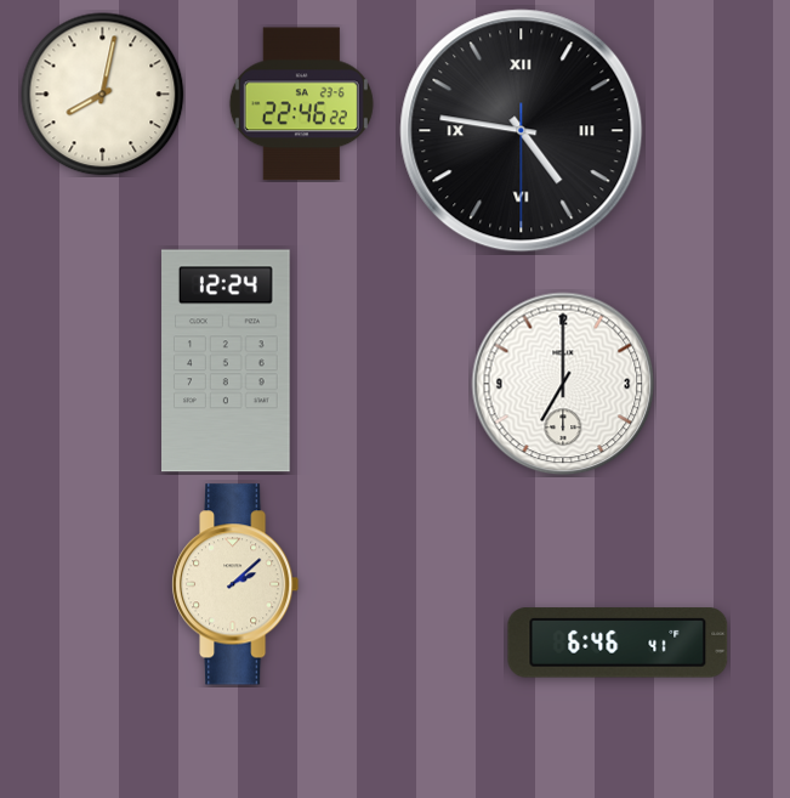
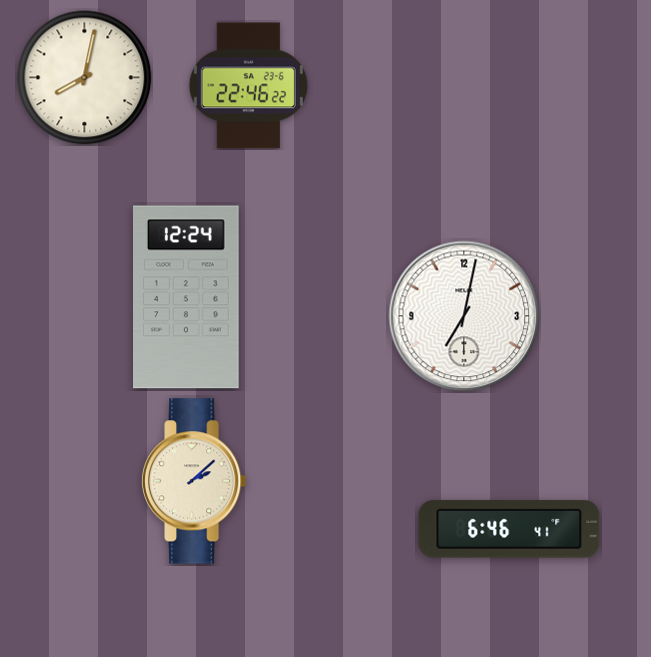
clock at (522, 131): 4:46 -> none
clock at (563, 384): 7:00 -> 7:02
